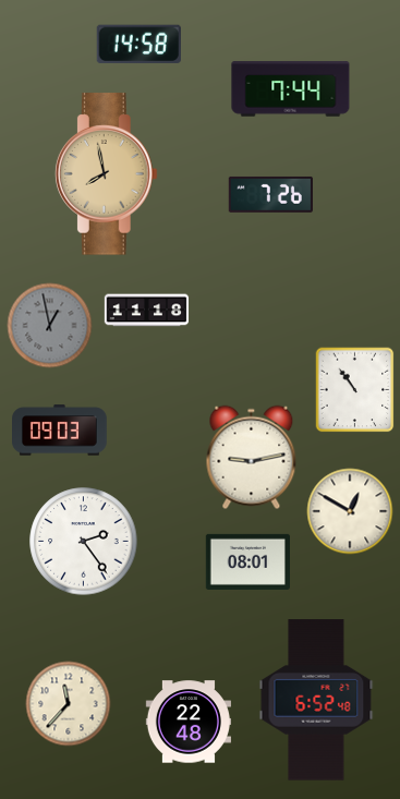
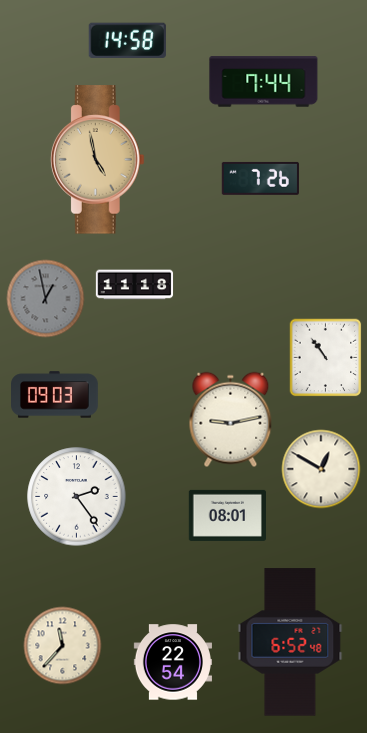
clock at (291, 89) position: (291, 89) -> (264, 82)
clock at (106, 174): 7:58 -> 4:58
clock at (270, 194) position: (270, 194) -> (260, 178)
clock at (187, 722): 22:48 -> 22:54
